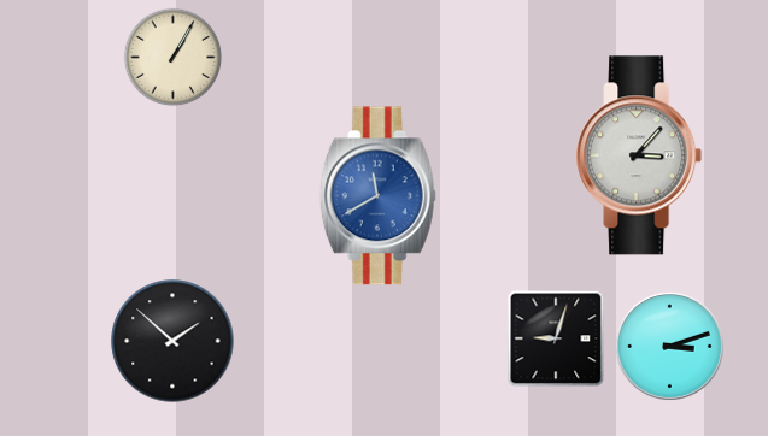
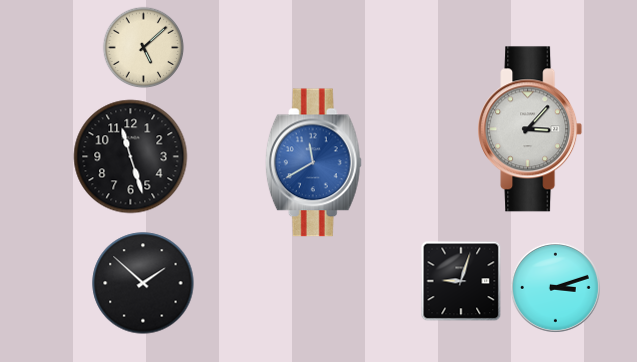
clock at (174, 58): 1:05 -> 5:08
clock at (131, 157): none -> 11:27
